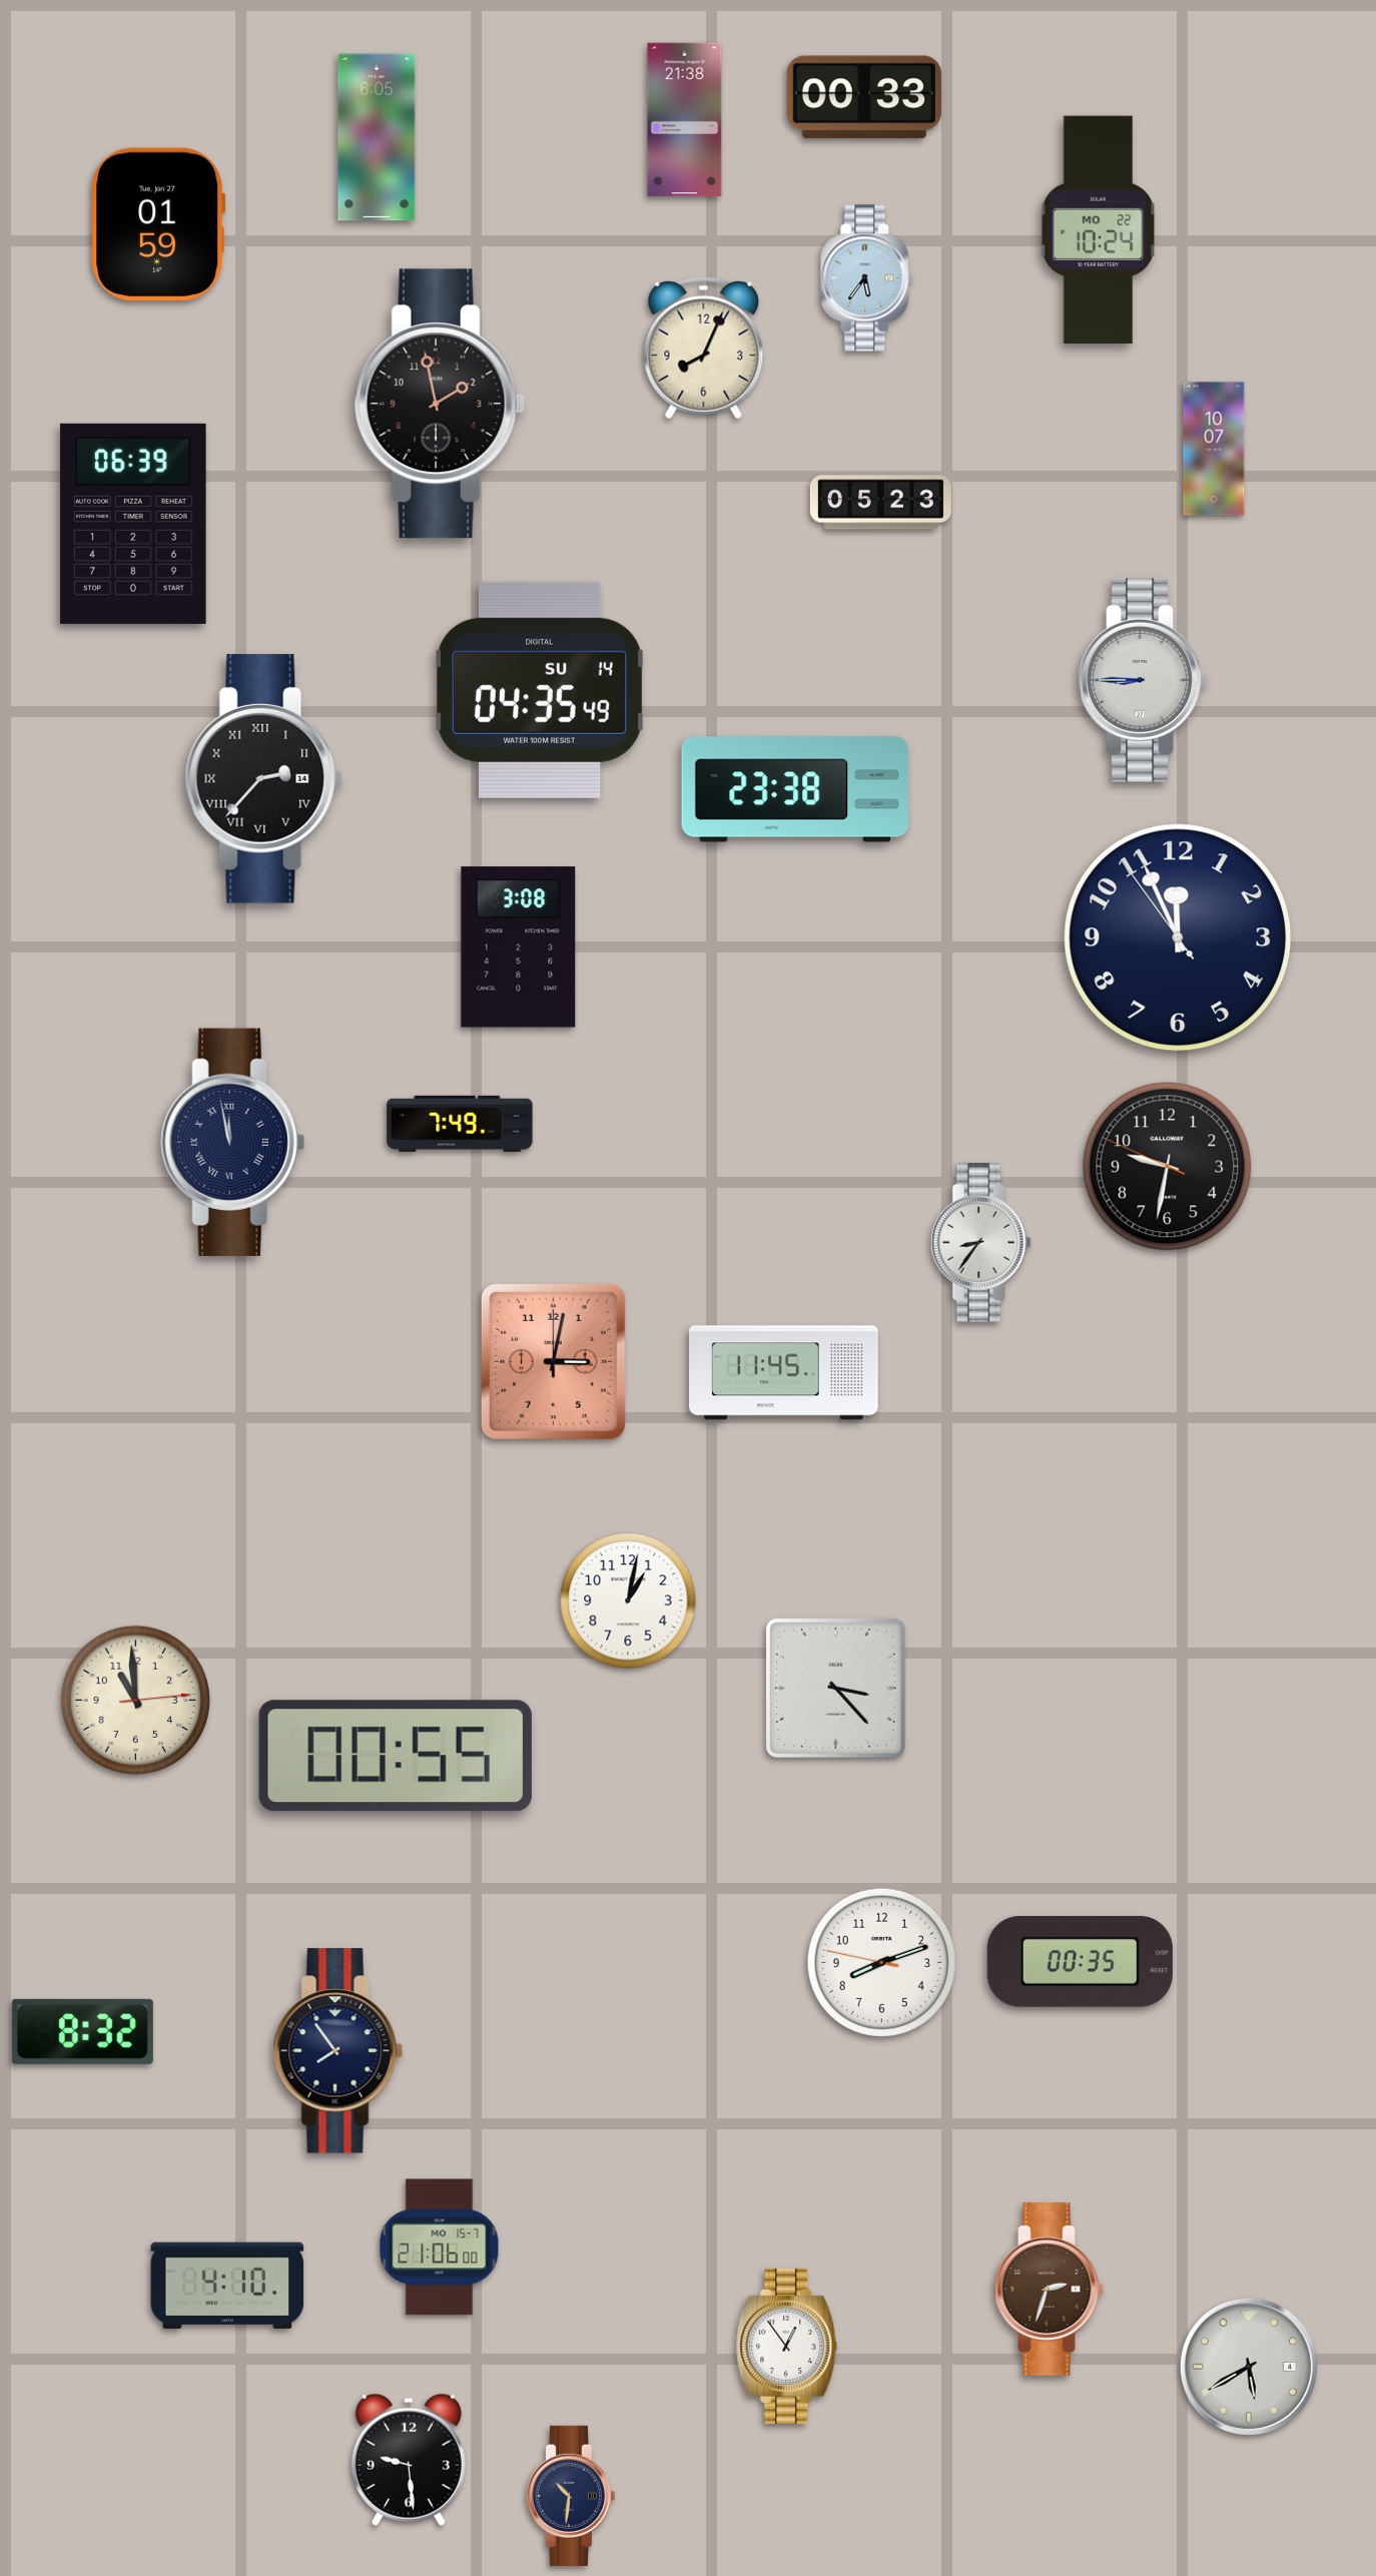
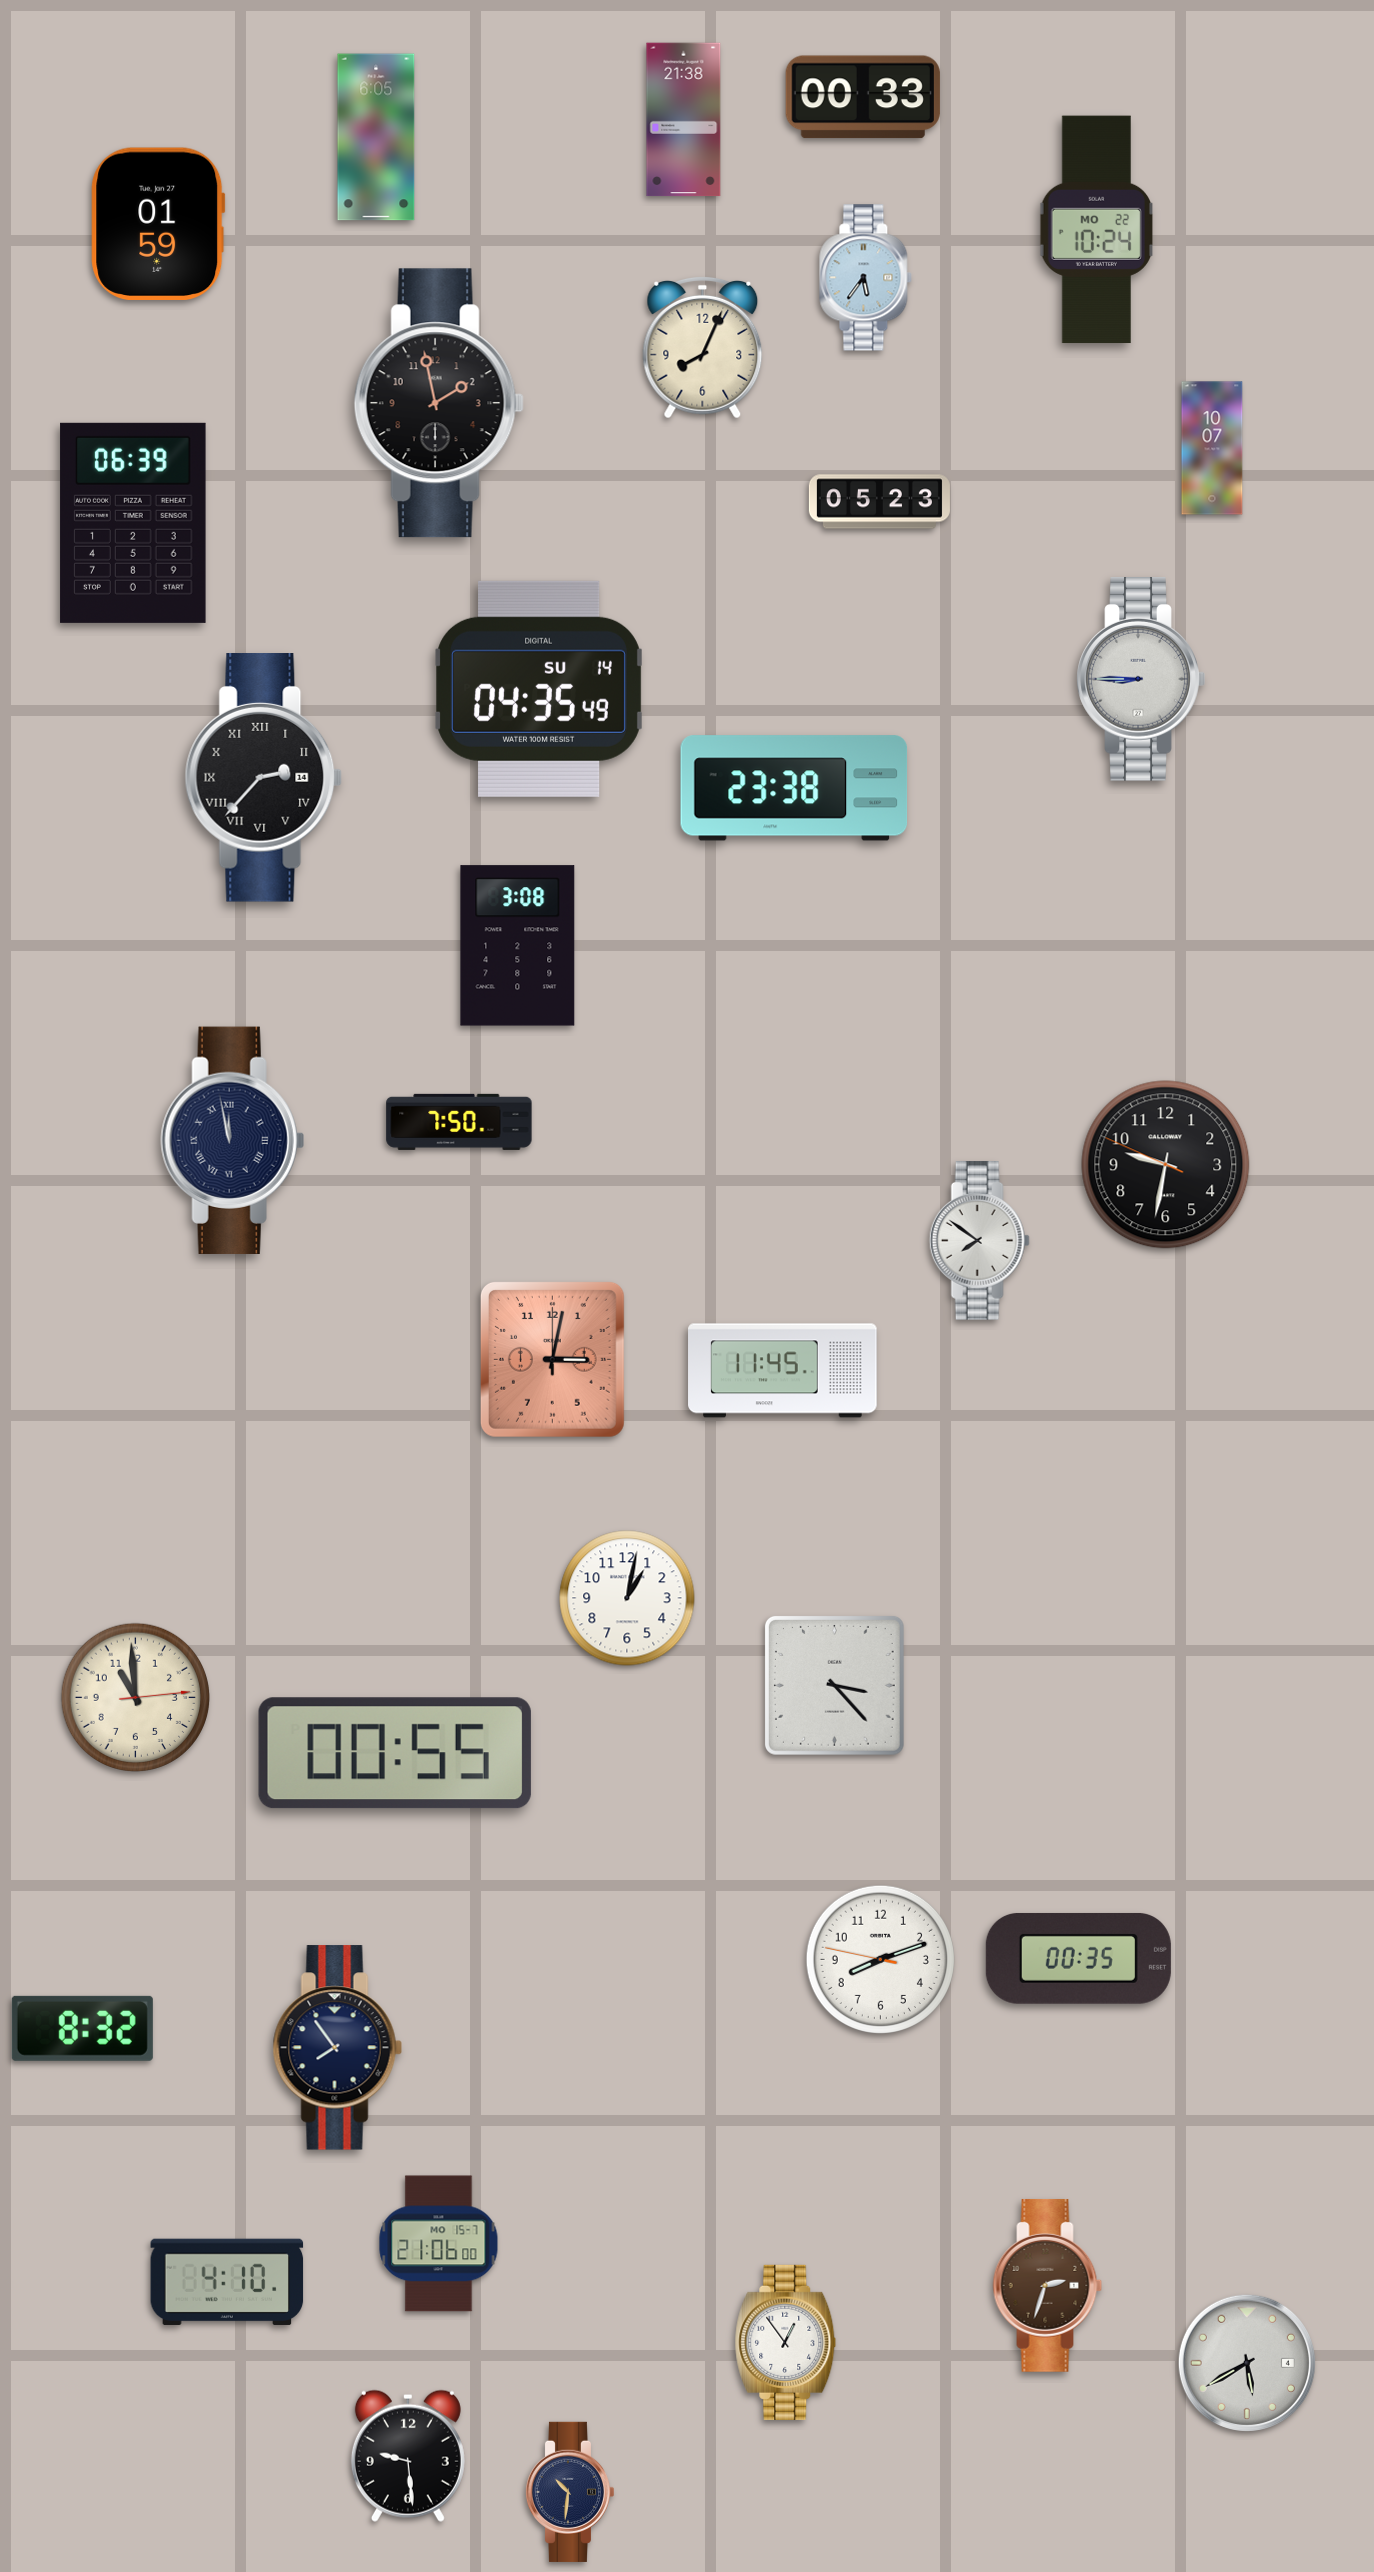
clock at (1178, 937): 11:55 -> none
clock at (460, 1124): 7:49 -> 7:50
clock at (980, 1243): 8:36 -> 7:51
